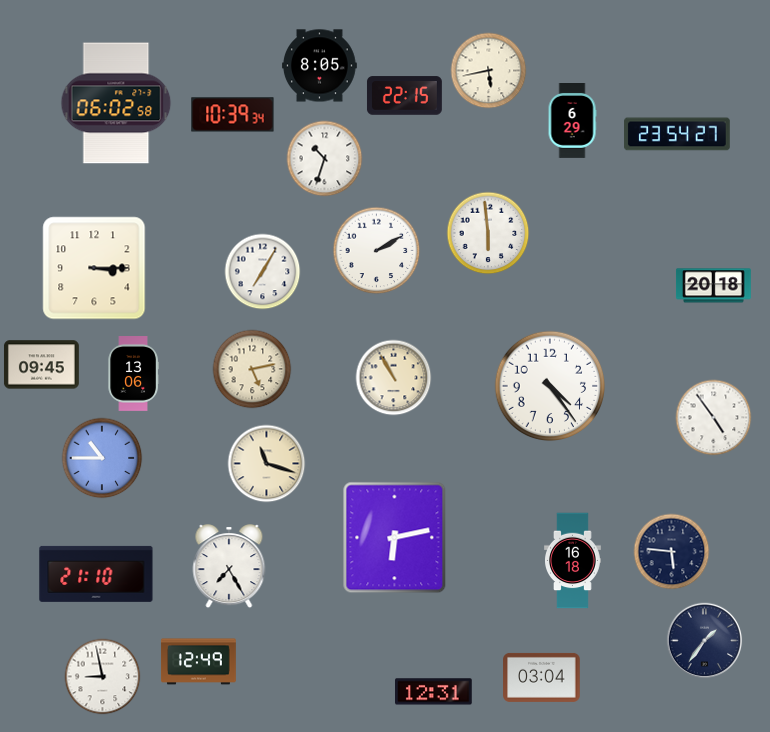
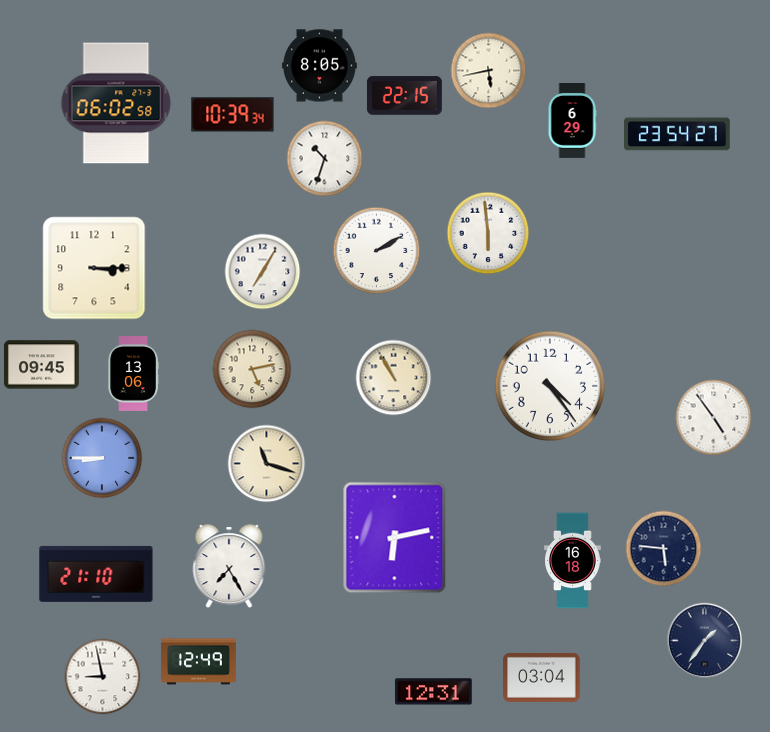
clock at (713, 286): 20:18 -> none
clock at (102, 458): 10:45 -> 8:45
clock at (672, 552) position: (672, 552) -> (664, 549)
